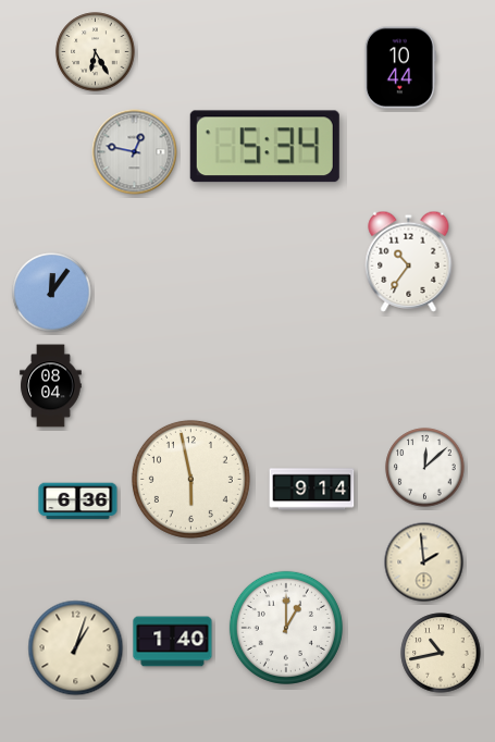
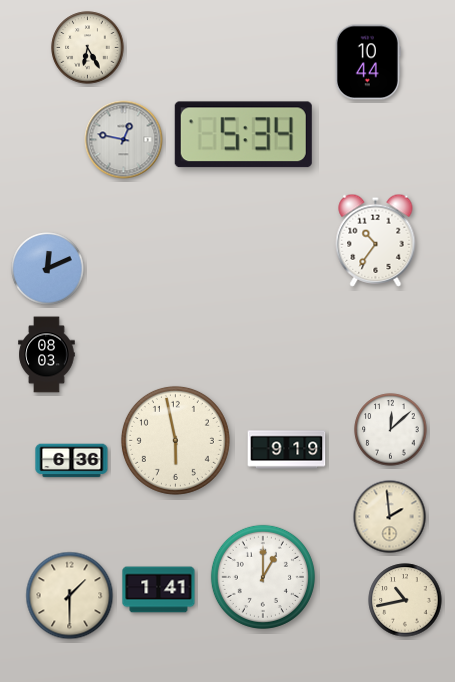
clock at (52, 293): 12:06 -> 12:11
clock at (51, 386): 08:04 -> 08:03
clock at (312, 490): 9:14 -> 9:19
clock at (173, 642): 1:40 -> 1:41
clock at (76, 648): 1:03 -> 1:30
